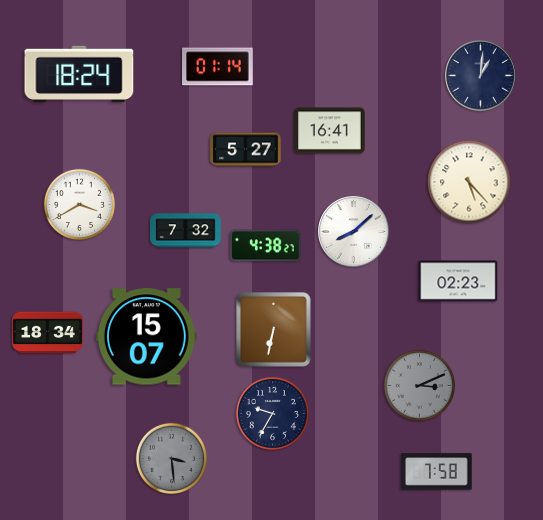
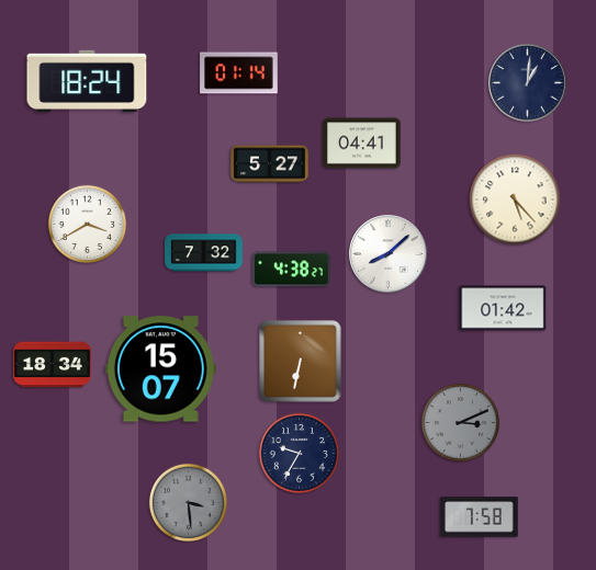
clock at (330, 131): 16:41 -> 04:41
clock at (458, 281): 02:23 -> 01:42
